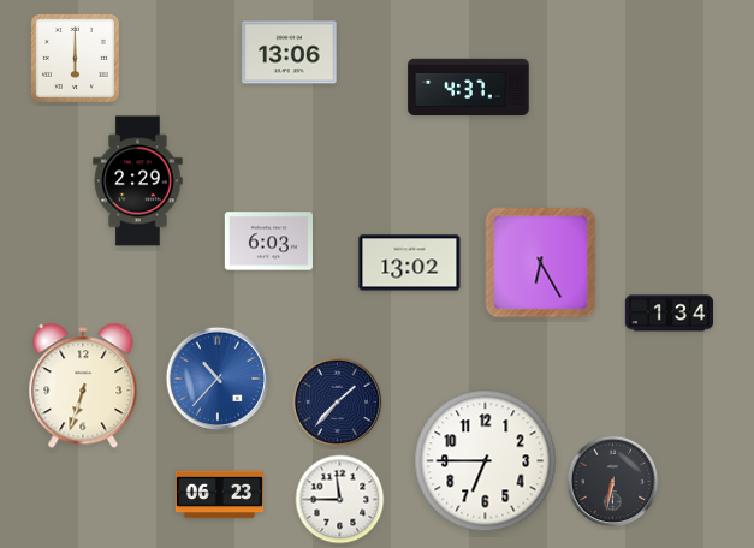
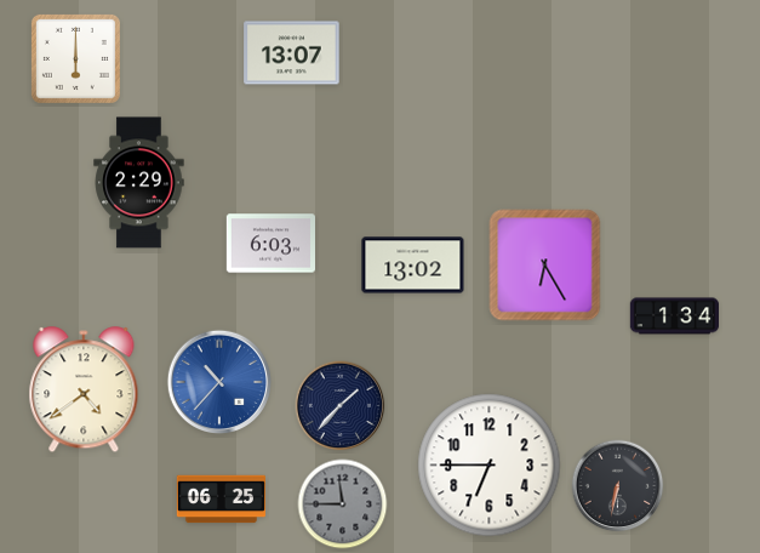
clock at (290, 53): 13:06 -> 13:07
clock at (469, 88): 4:37 -> none
clock at (83, 387): 6:33 -> 4:39
clock at (219, 495): 06:23 -> 06:25
clock at (340, 500) dial: white -> grey
